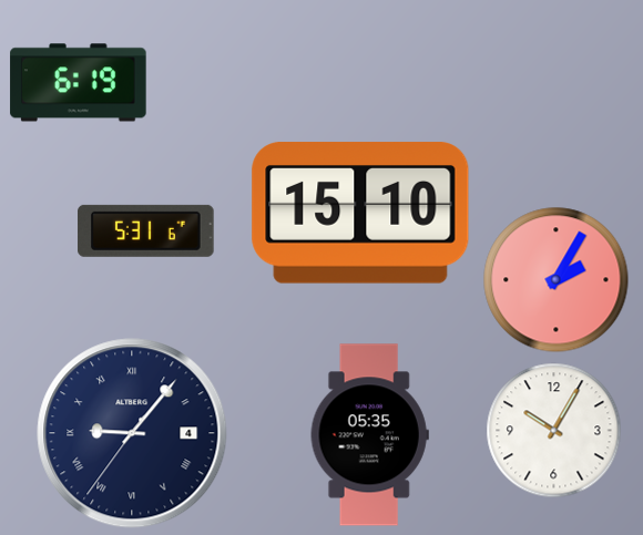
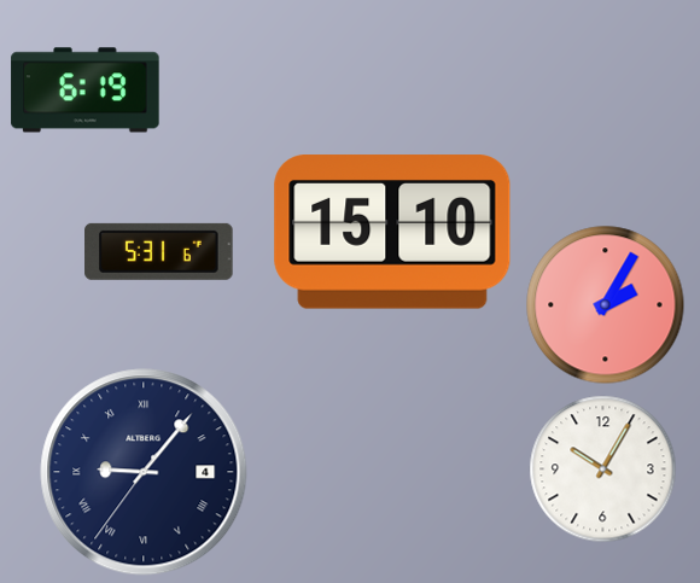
clock at (369, 435): 05:35 -> none
